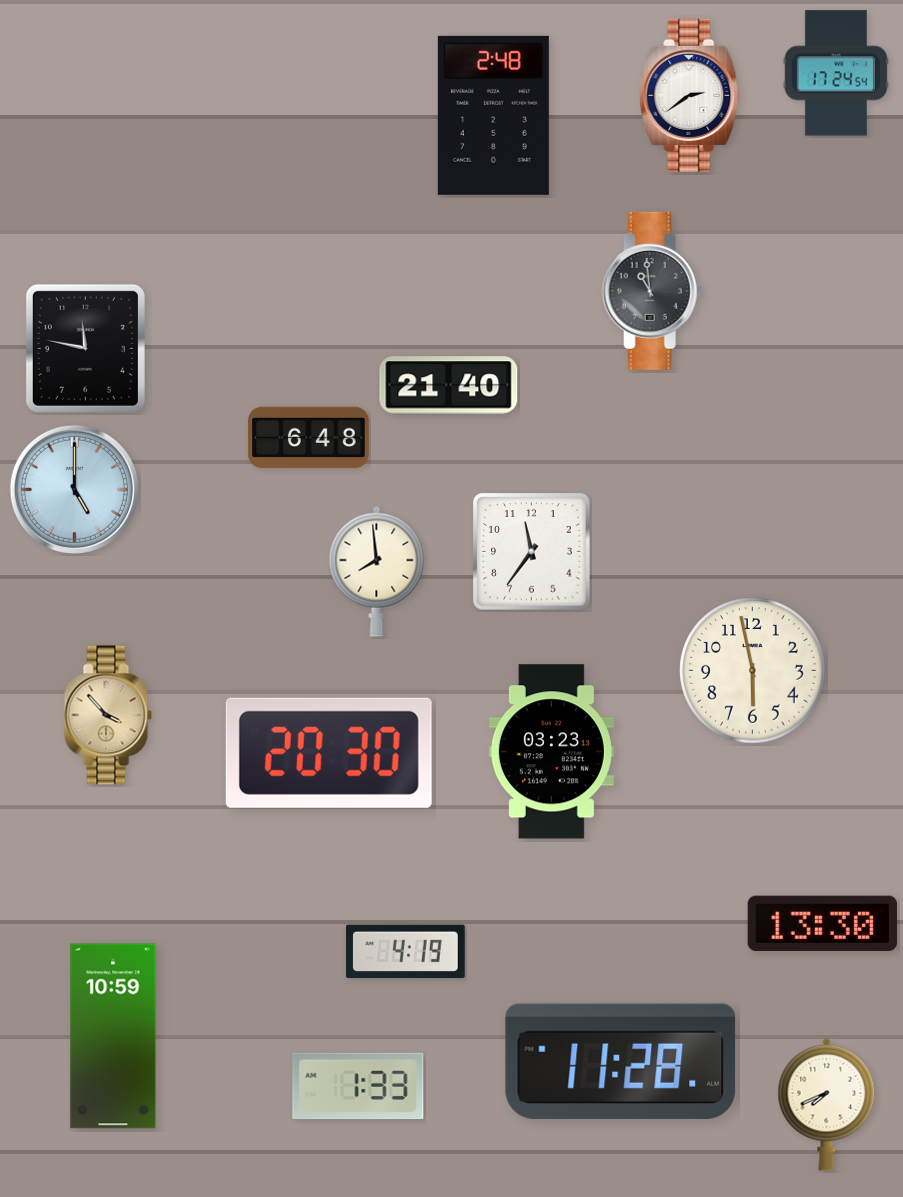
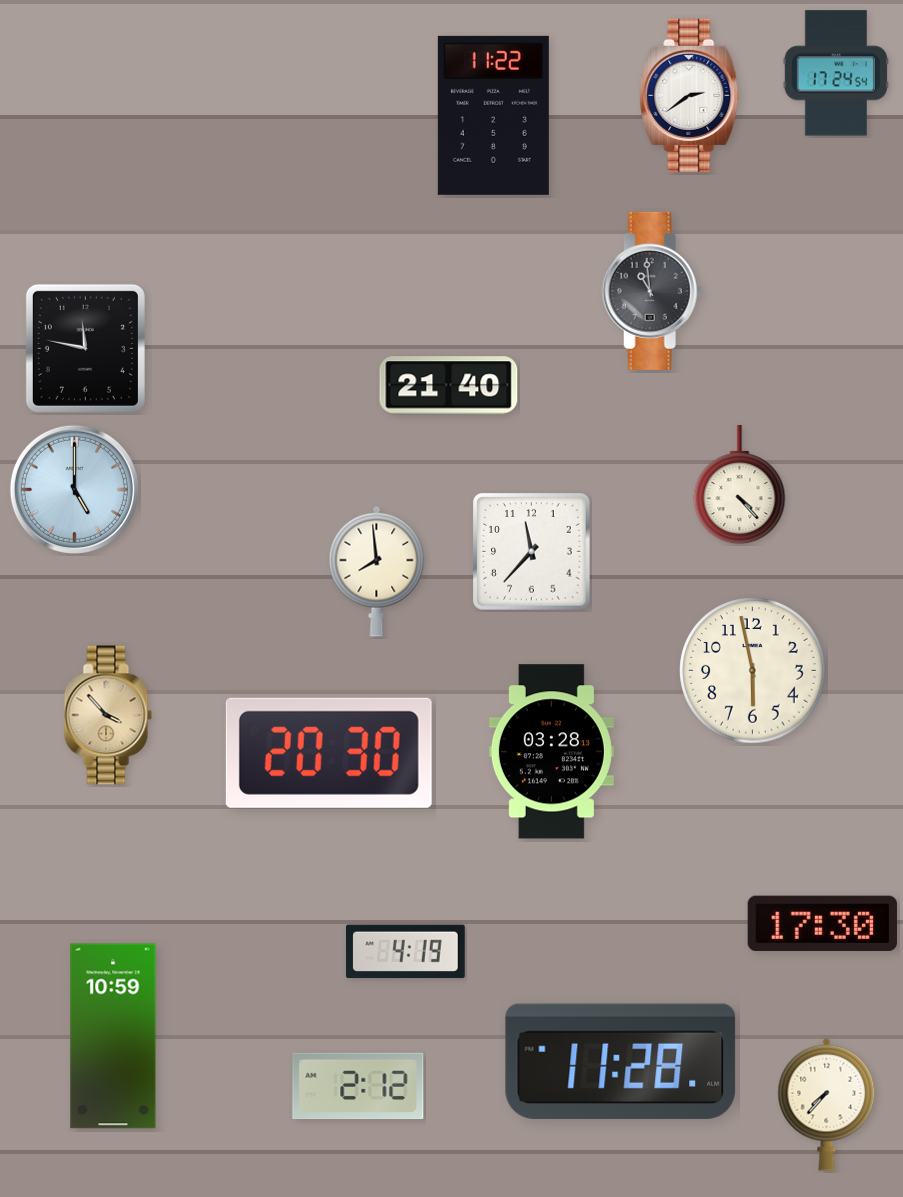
clock at (493, 115): 2:48 -> 11:22
clock at (309, 438): 6:48 -> none
clock at (740, 485): none -> 4:23
clock at (532, 552): 11:36 -> 11:37
clock at (551, 752): 03:23 -> 03:28
clock at (822, 923): 13:30 -> 17:30
clock at (358, 1086): 1:33 -> 2:12
clock at (827, 1104): 7:41 -> 7:37
